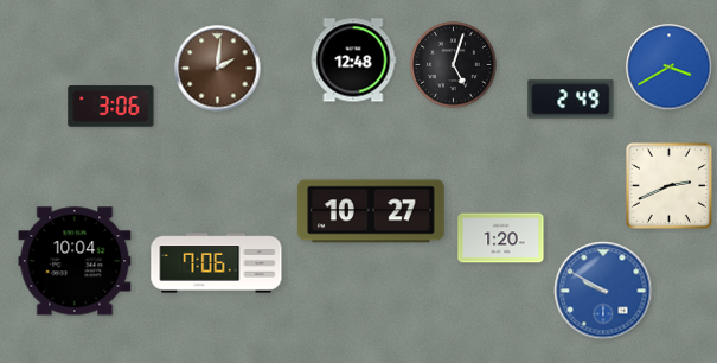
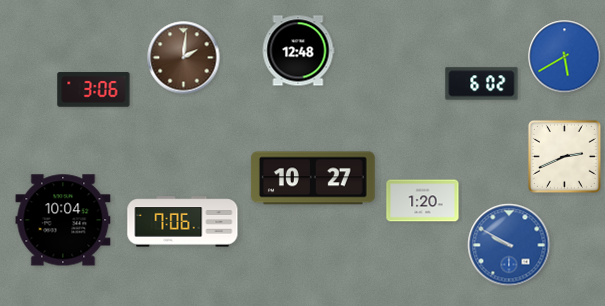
clock at (454, 65): 5:03 -> none
clock at (670, 68): 3:40 -> 5:40
clock at (571, 100): 2:49 -> 6:02
